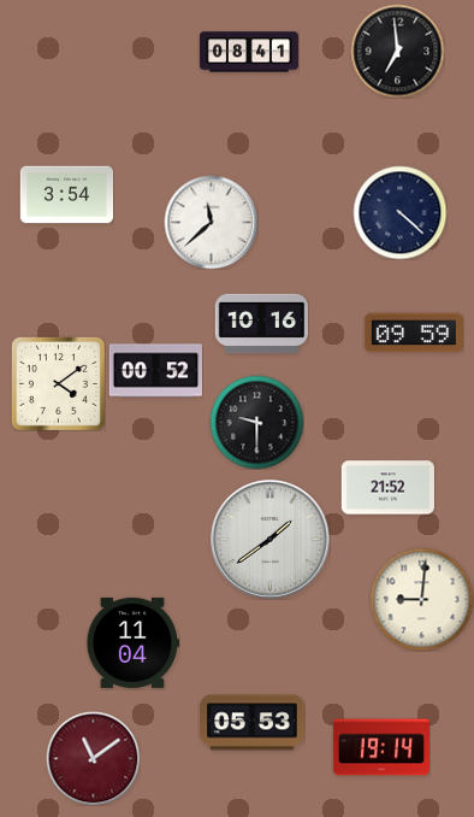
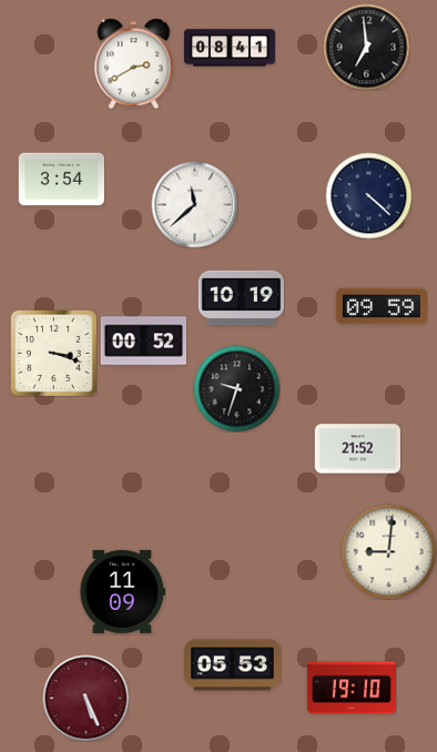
clock at (134, 63): none -> 2:40
clock at (261, 324): 10:16 -> 10:19
clock at (58, 383): 4:09 -> 3:18
clock at (256, 422): 9:30 -> 9:33
clock at (271, 540): 1:39 -> none
clock at (132, 642): 11:04 -> 11:09
clock at (381, 747): 19:14 -> 19:10
clock at (93, 758): 11:09 -> 5:26
